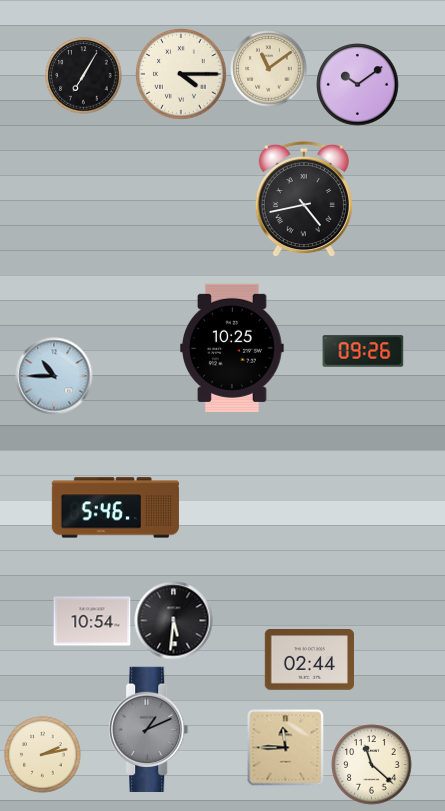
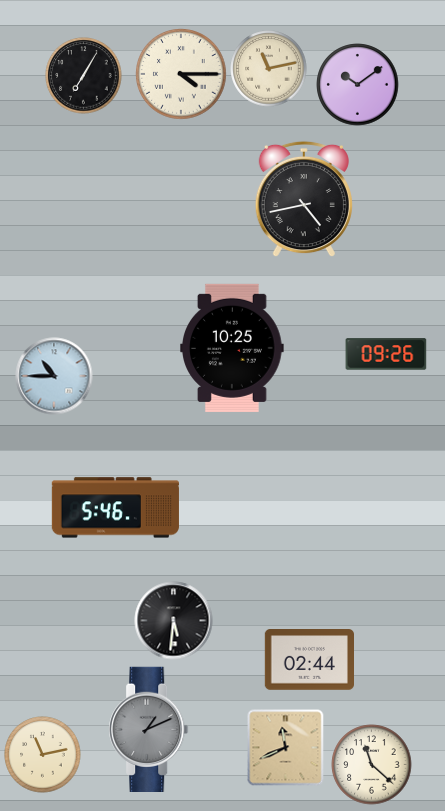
clock at (269, 69): 11:09 -> 11:13
clock at (363, 351) position: (363, 351) -> (386, 354)
clock at (92, 621): 10:54 -> none
clock at (286, 748): 11:45 -> 11:41
clock at (43, 755): 2:13 -> 11:13
